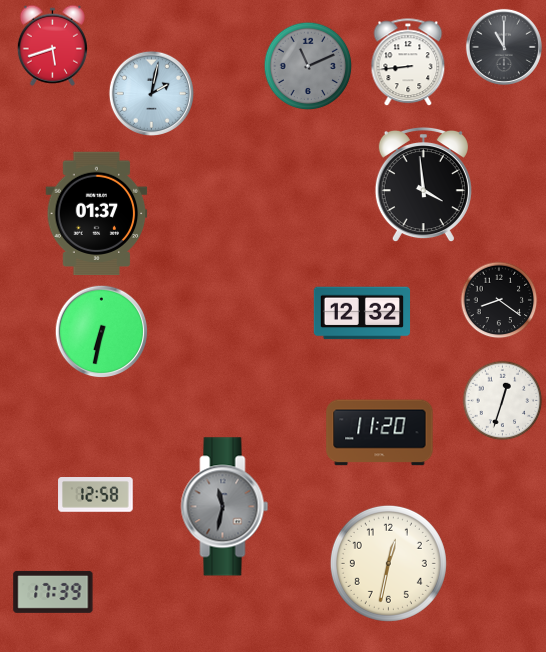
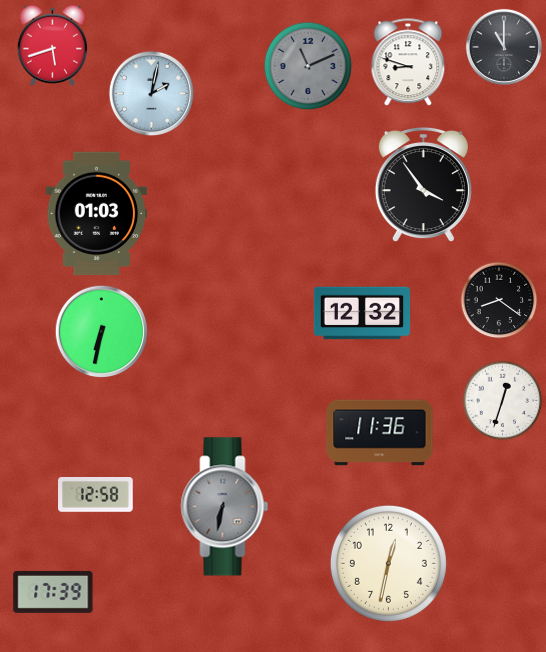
clock at (408, 63): 8:44 -> 8:48
clock at (423, 185): 3:59 -> 3:54
clock at (97, 214): 01:37 -> 01:03
clock at (380, 433): 11:20 -> 11:36
clock at (225, 507): 11:32 -> 6:32
